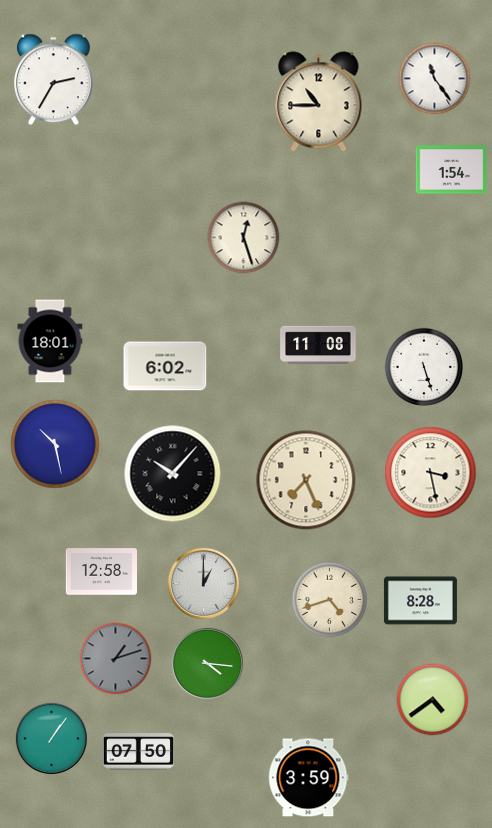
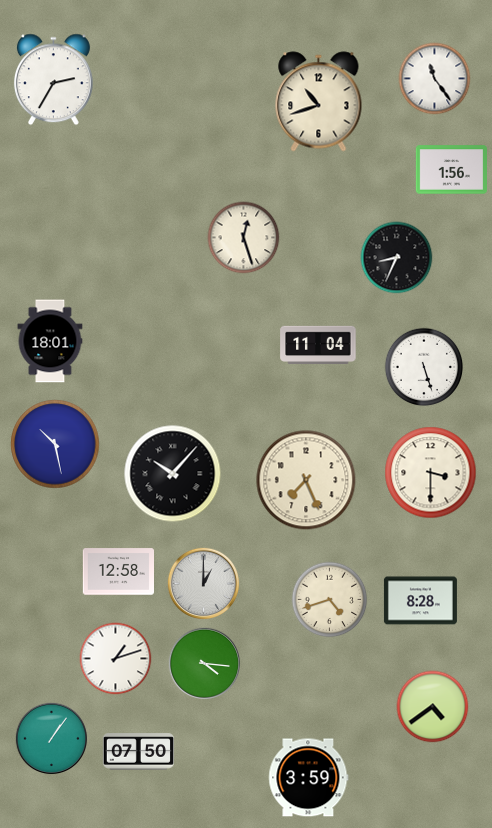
clock at (319, 102): 10:45 -> 10:42
clock at (451, 170): 1:54 -> 1:56
clock at (397, 258): none -> 8:34
clock at (318, 345): 11:08 -> 11:04
clock at (165, 366): 6:02 -> none
clock at (431, 473): 3:28 -> 3:30
clock at (101, 572) position: (101, 572) -> (118, 572)
clock at (116, 659) dial: grey -> white
clock at (208, 664) position: (208, 664) -> (205, 664)
clock at (433, 700) position: (433, 700) -> (433, 707)
